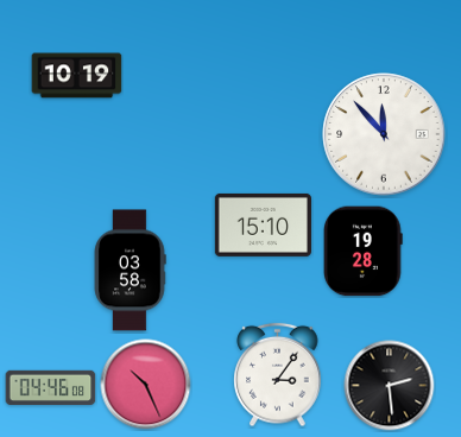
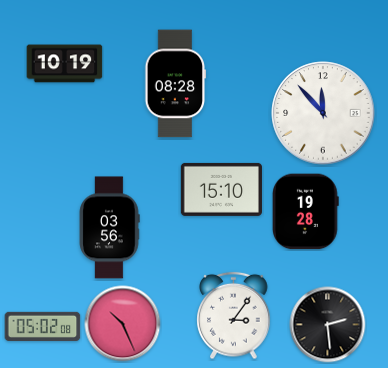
clock at (176, 84): none -> 08:28
clock at (130, 271): 03:58 -> 03:56
clock at (51, 387): 04:46 -> 05:02
